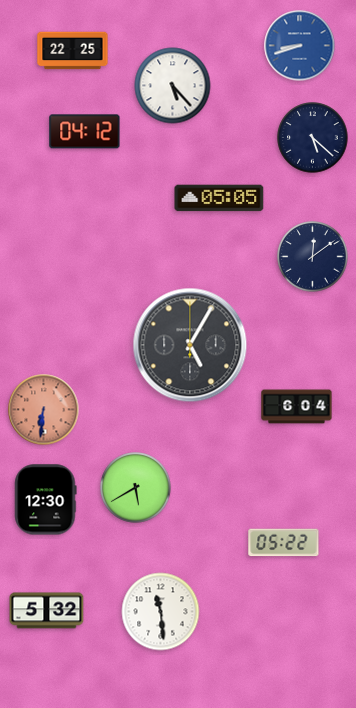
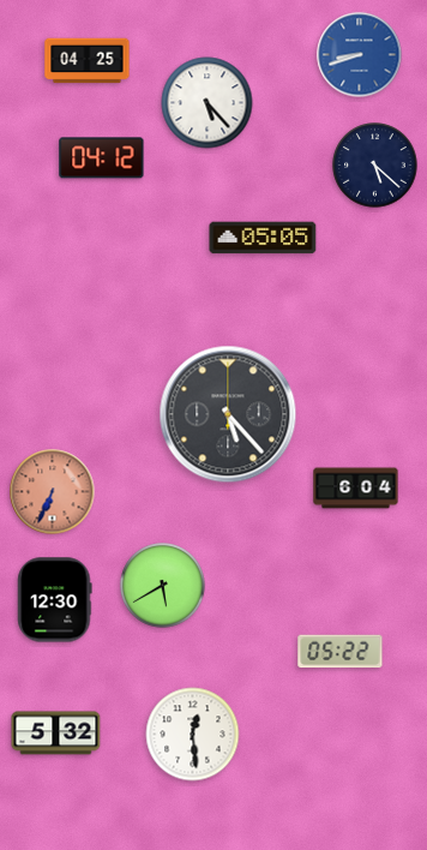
clock at (73, 51): 22:25 -> 04:25
clock at (313, 257): 12:09 -> none
clock at (190, 345): 5:05 -> 5:23
clock at (44, 410): 6:31 -> 6:34
clock at (161, 612): 11:29 -> 12:29
